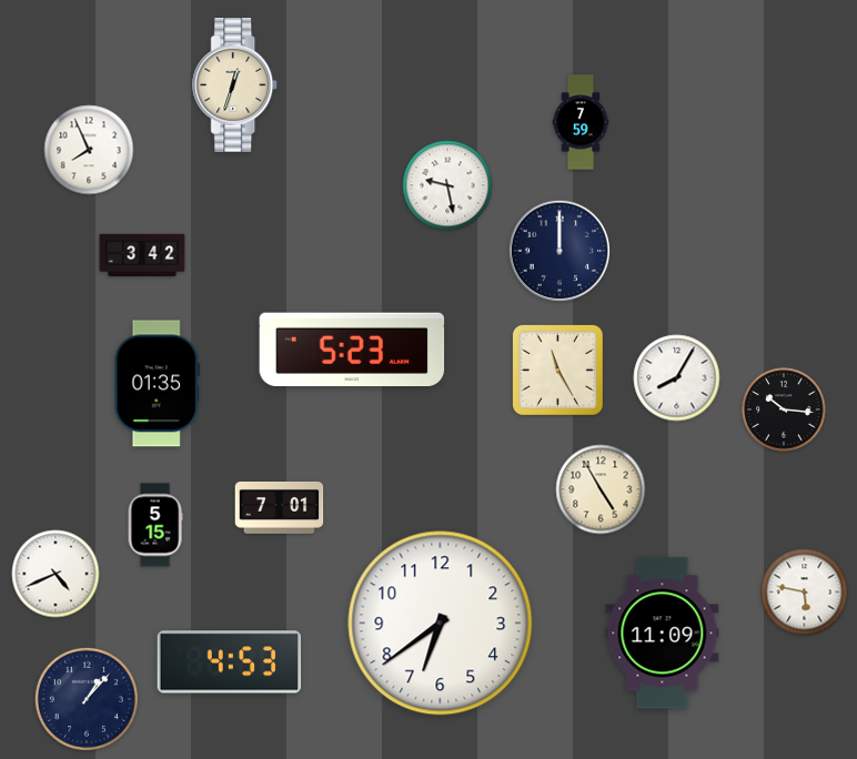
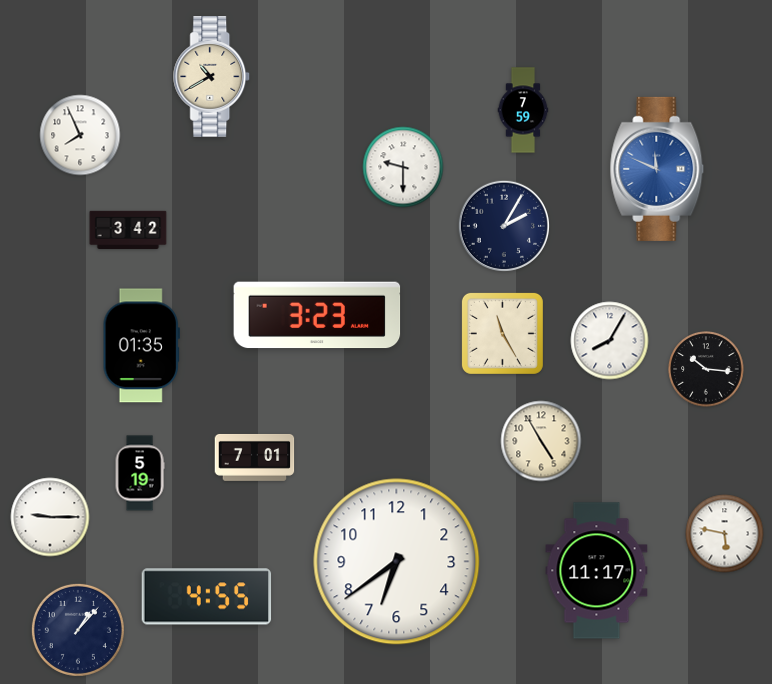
clock at (235, 85): 12:33 -> 10:40
clock at (447, 185): 9:28 -> 9:30
clock at (657, 169): none -> 11:49
clock at (558, 250): 12:00 -> 2:05
clock at (352, 350): 5:23 -> 3:23
clock at (280, 507) position: (280, 507) -> (255, 457)
clock at (155, 525): 5:15 -> 5:19
clock at (56, 574): 4:41 -> 9:15
clock at (663, 634): 11:09 -> 11:17
clock at (230, 662): 4:53 -> 4:55
